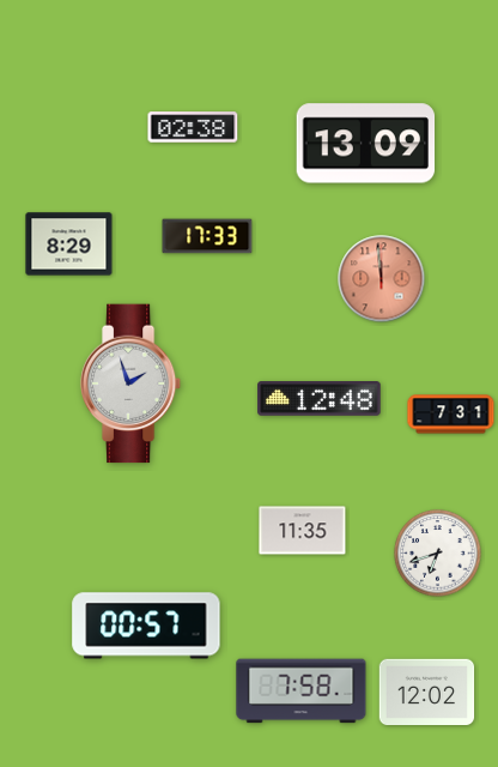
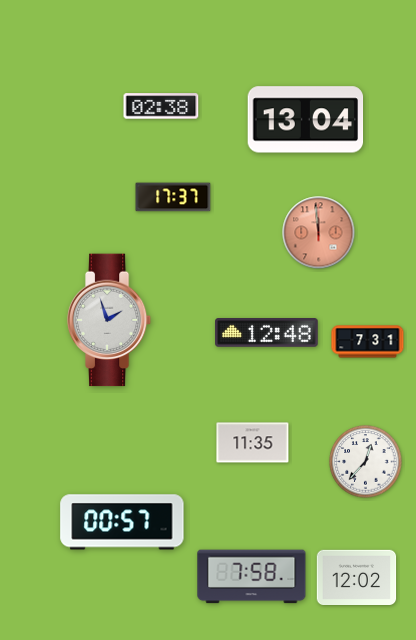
clock at (366, 144): 13:09 -> 13:04
clock at (207, 236): 17:33 -> 17:37
clock at (69, 244): 8:29 -> none
clock at (451, 415) position: (451, 415) -> (368, 342)
clock at (438, 554): 6:42 -> 12:37
